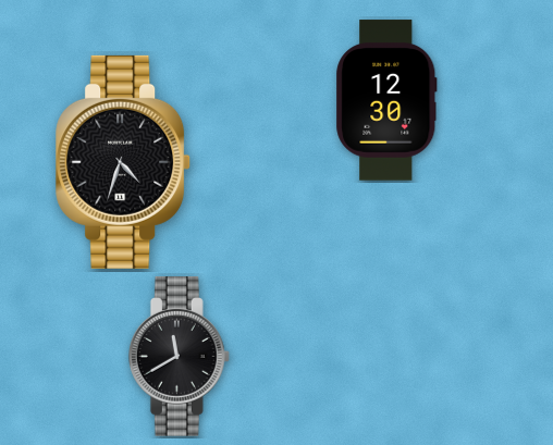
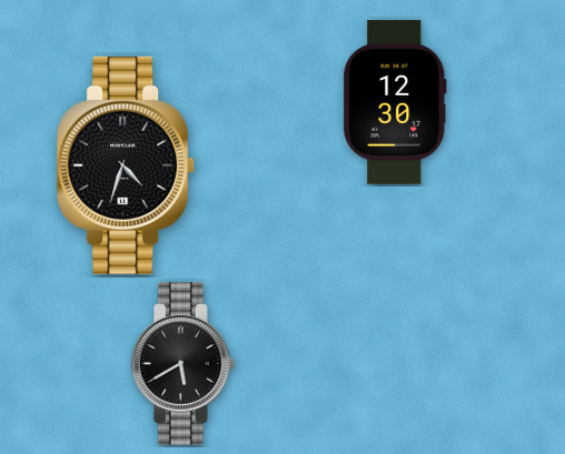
clock at (179, 357): 11:40 -> 5:40
